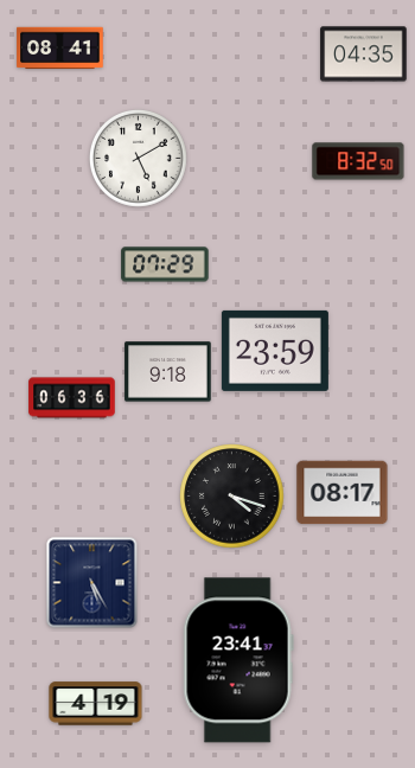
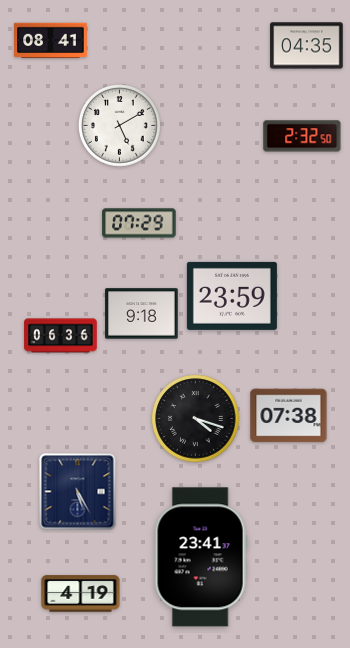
clock at (138, 158) position: (138, 158) -> (119, 125)
clock at (358, 161): 8:32 -> 2:32
clock at (343, 493): 08:17 -> 07:38
